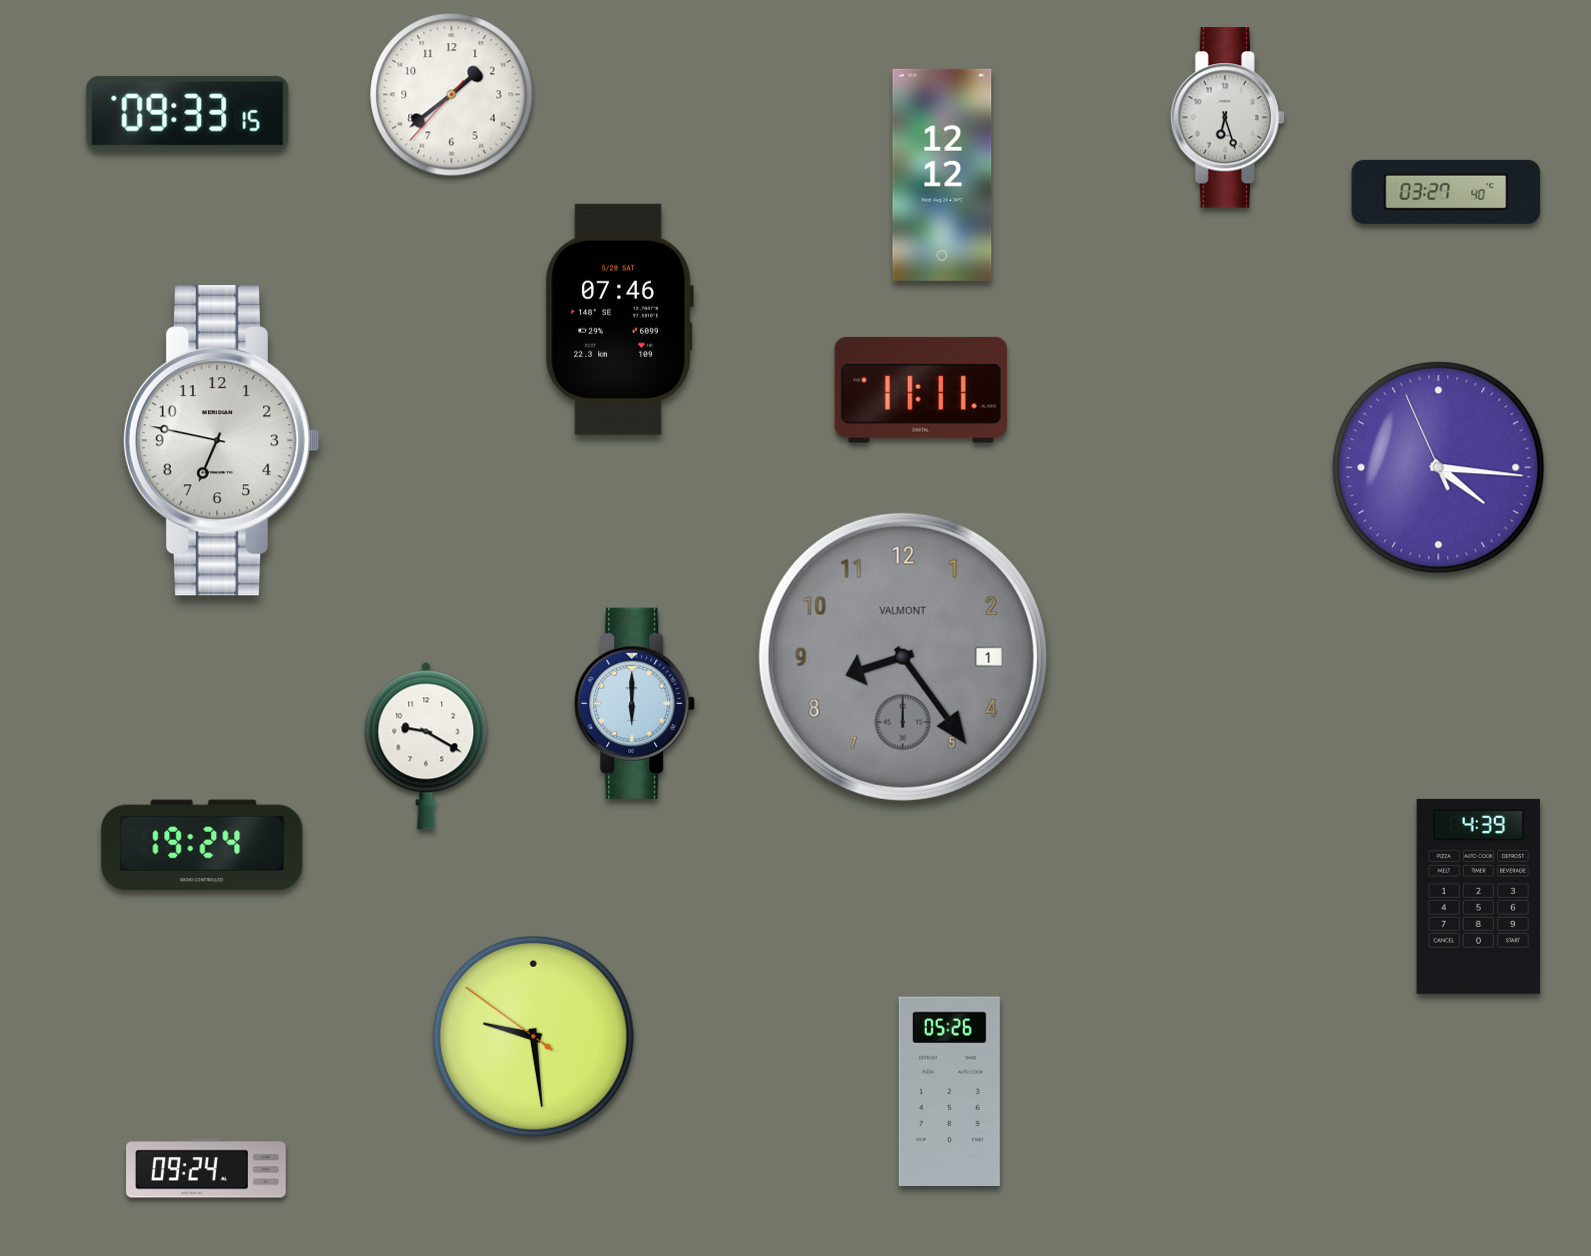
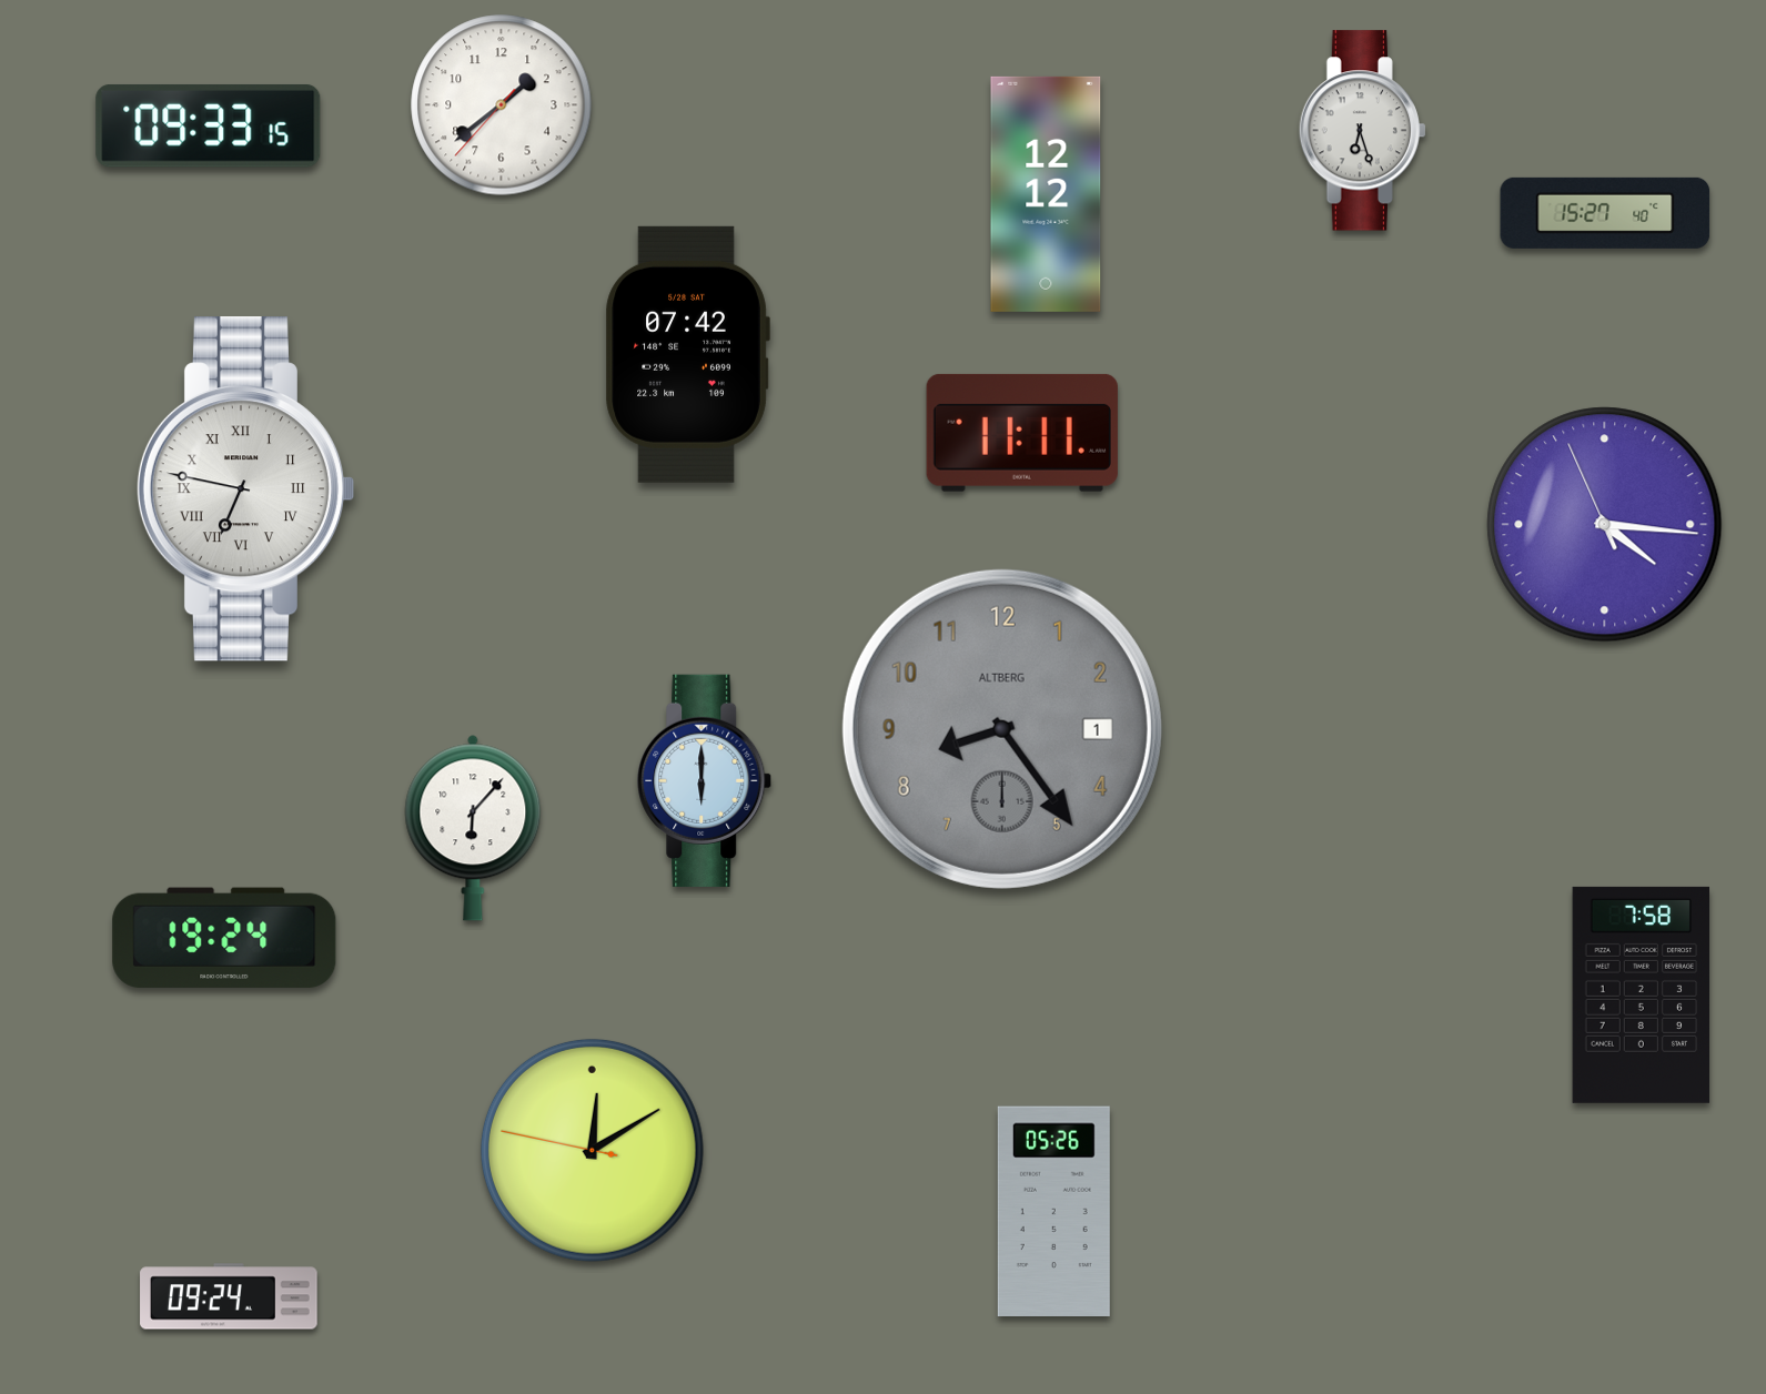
clock at (1446, 192): 03:27 -> 15:27
clock at (619, 319): 07:46 -> 07:42
clock at (221, 441) numerals: Arabic -> Roman
clock at (1439, 468) position: (1439, 468) -> (1605, 525)
clock at (903, 657) brand: VALMONT -> ALTBERG
clock at (426, 746): 9:20 -> 6:07
clock at (1479, 896): 4:39 -> 7:58
clock at (533, 1036): 9:28 -> 12:09
